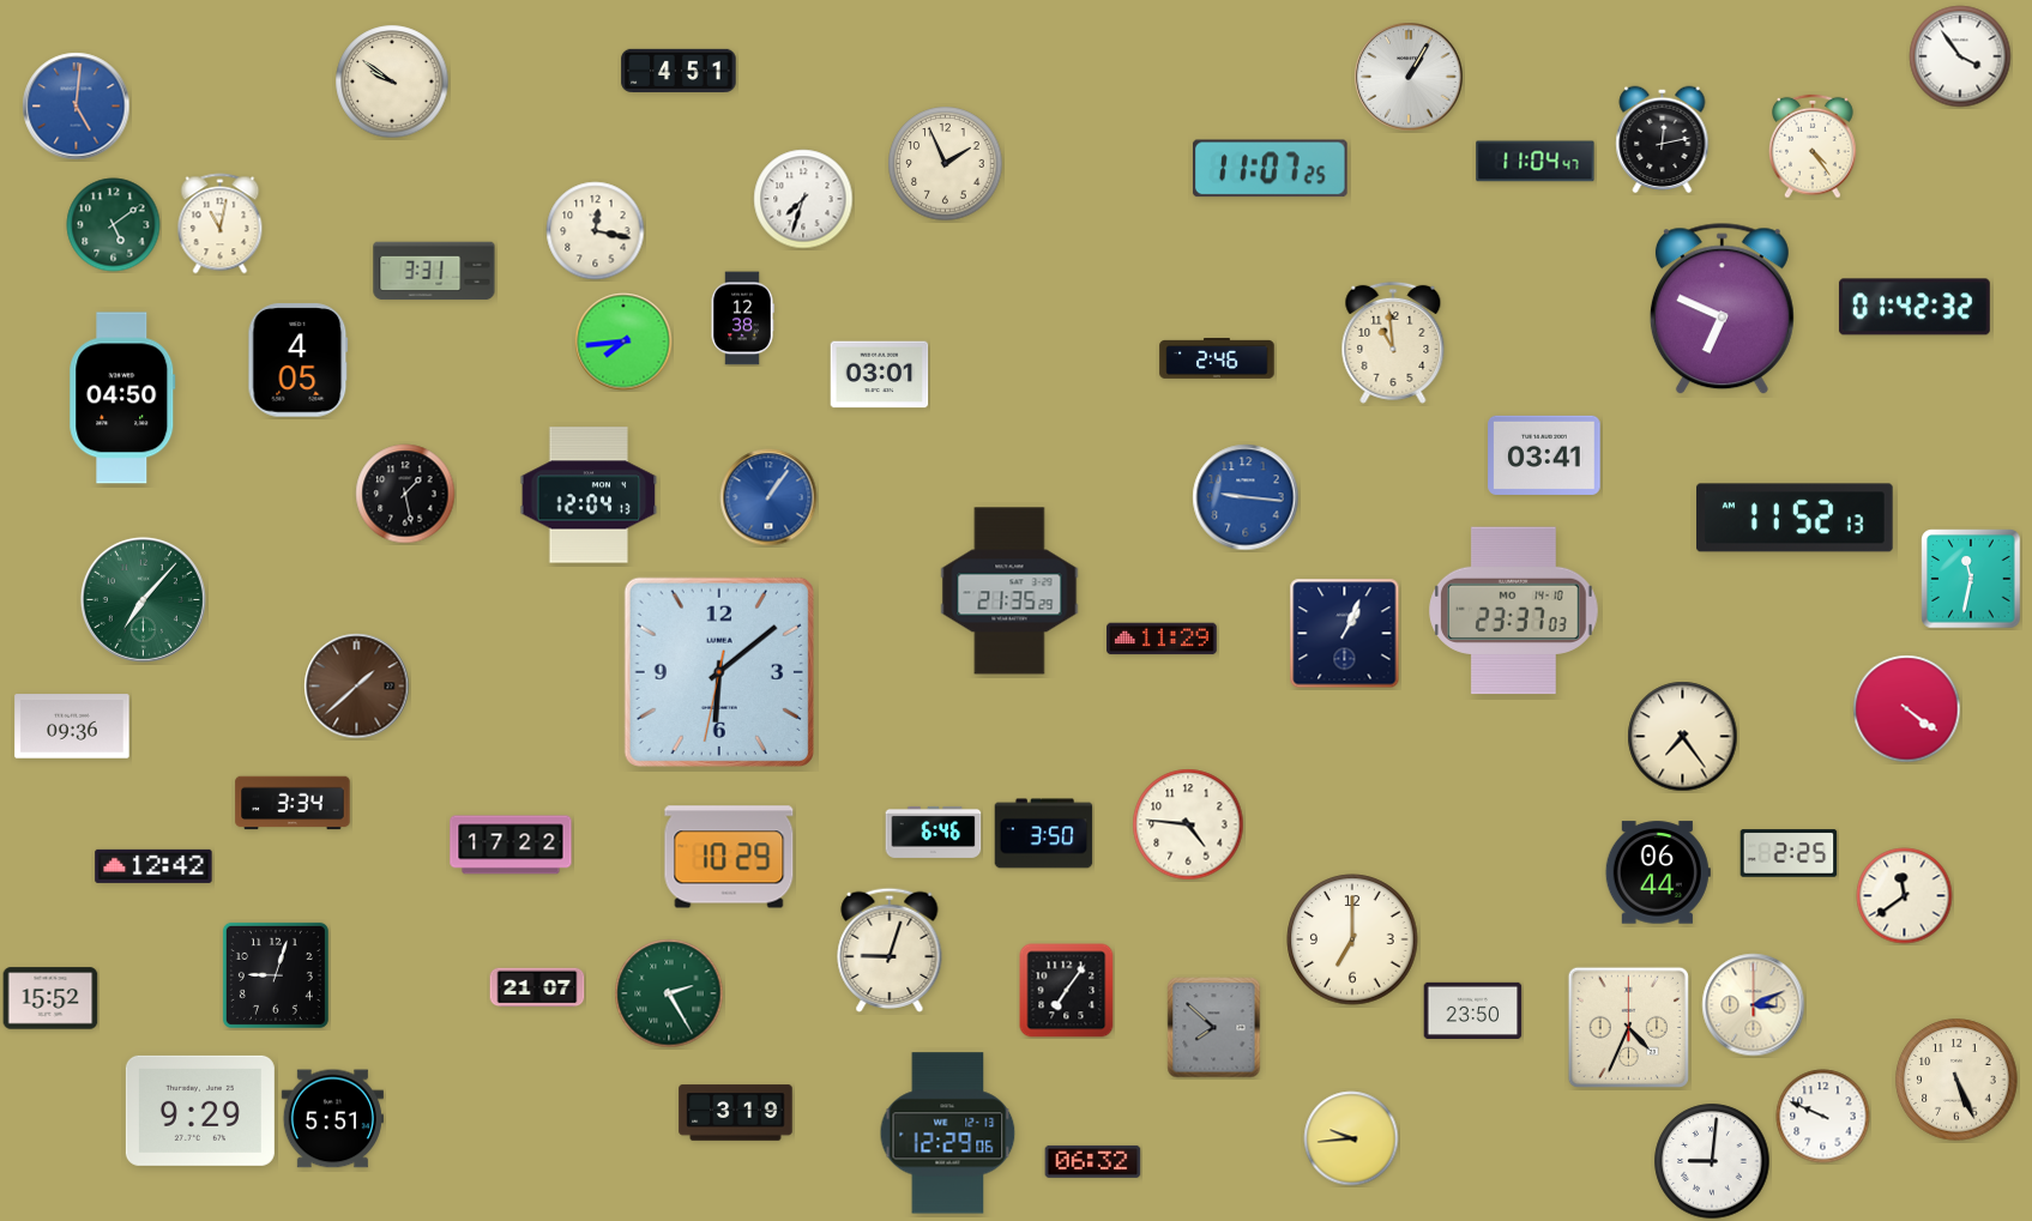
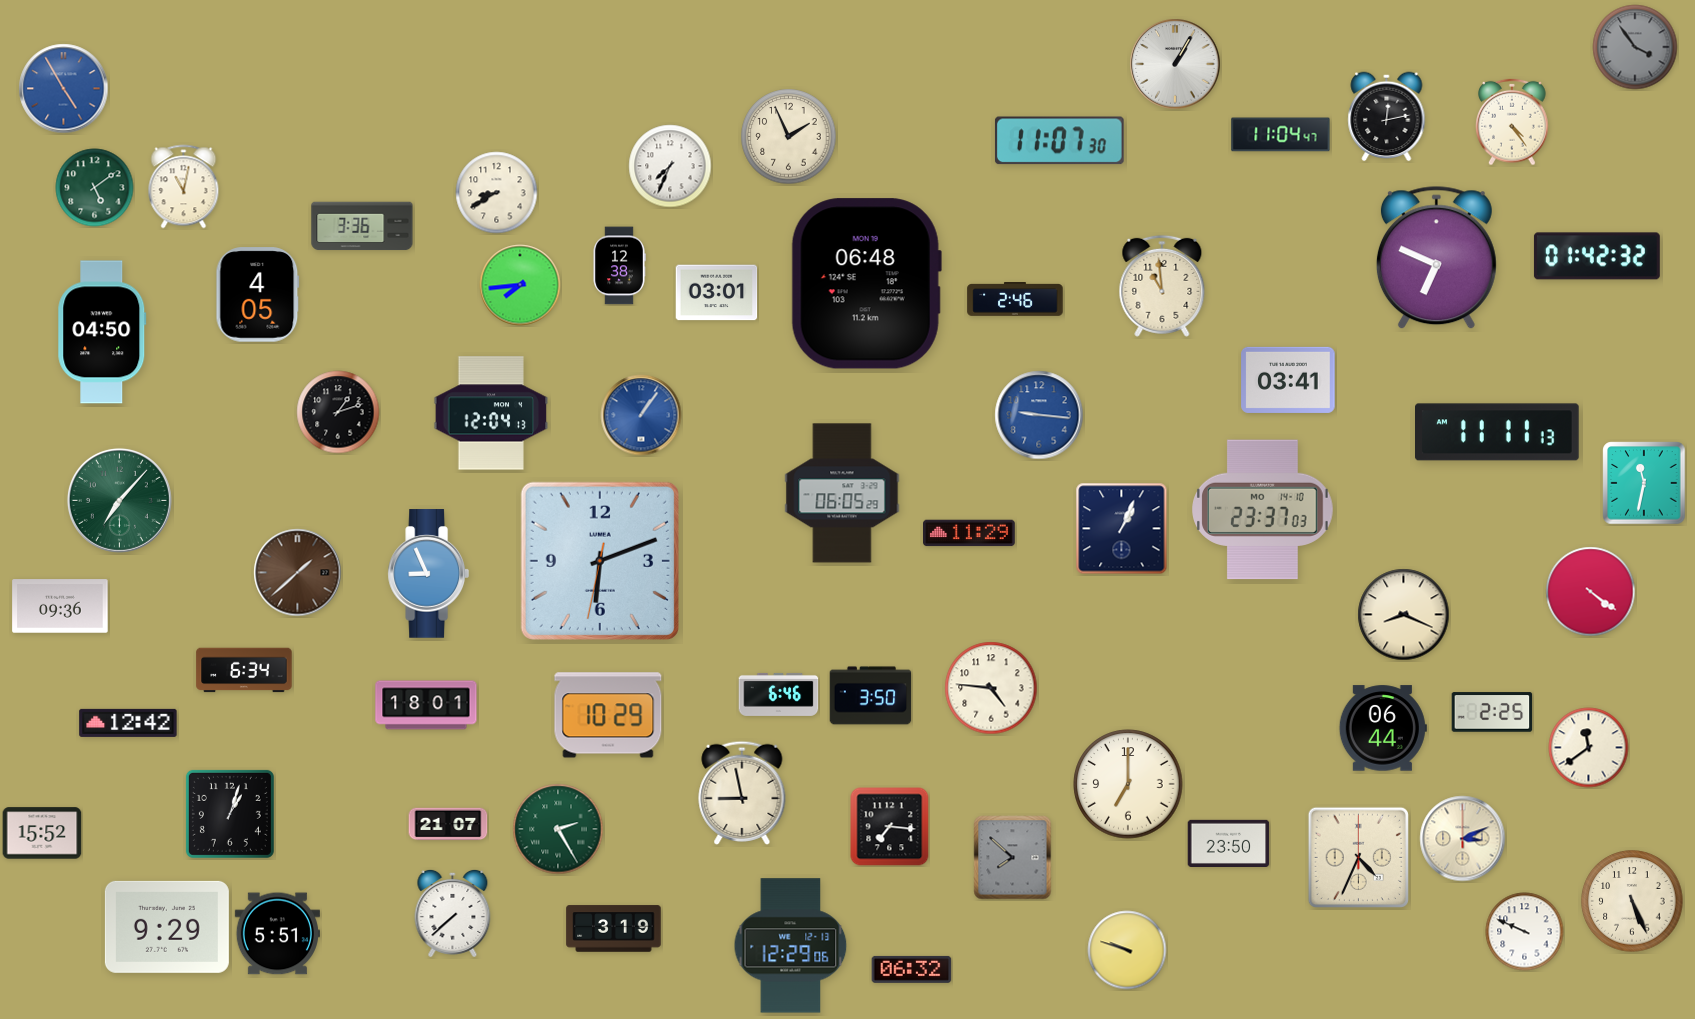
clock at (1960, 56) dial: white -> grey
clock at (679, 71): 4:51 -> none
clock at (392, 81): 9:51 -> none
clock at (77, 107): 5:01 -> 4:55
clock at (1270, 169): 11:07:25 -> 11:07:30
clock at (803, 199): 7:33 -> 7:34
clock at (596, 231): 12:17 -> 8:40
clock at (434, 271): 3:31 -> 3:36
clock at (866, 284): none -> 06:48
clock at (299, 361) position: (299, 361) -> (258, 295)
clock at (880, 375) position: (880, 375) -> (717, 293)
clock at (405, 494): 1:28 -> 1:12
clock at (1796, 518): 11:52 -> 11:11
clock at (1009, 591): 21:35 -> 06:05
clock at (719, 672): 6:08 -> 6:11
clock at (428, 574): none -> 8:56
clock at (1683, 737): 7:24 -> 8:19
clock at (293, 803): 3:34 -> 6:34
clock at (511, 845): 17:22 -> 18:01
clock at (890, 950): 9:03 -> 8:58
clock at (276, 975): 9:03 -> 1:03
clock at (1067, 991): 7:06 -> 7:16
clock at (453, 913): none -> 7:38
clock at (1823, 1117) position: (1823, 1117) -> (1525, 932)
clock at (1351, 1138): 9:44 -> 9:48
clock at (1712, 1161): 9:01 -> none
